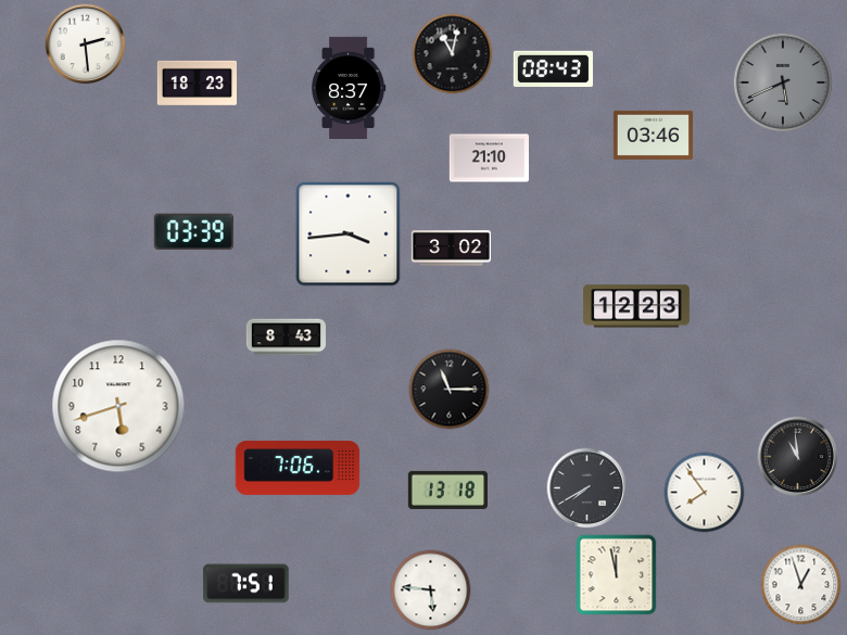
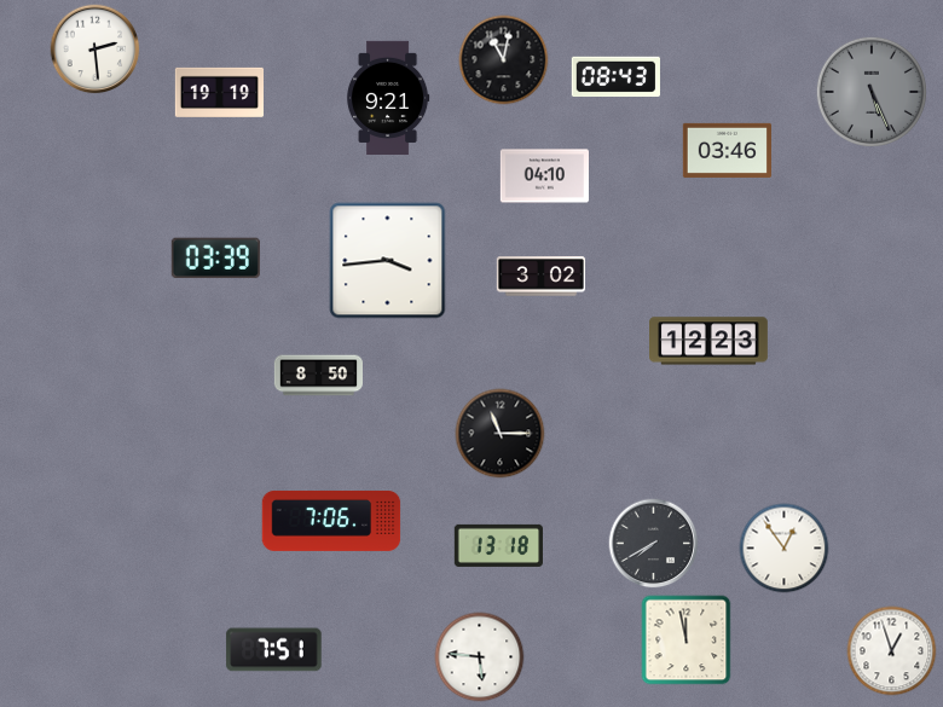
clock at (197, 82): 18:23 -> 19:19
clock at (783, 82): 5:41 -> 5:26
clock at (349, 88): 8:37 -> 9:21
clock at (489, 158): 21:10 -> 04:10
clock at (451, 249) position: (451, 249) -> (540, 277)
clock at (286, 338): 8:43 -> 8:50
clock at (118, 406): 5:42 -> none
clock at (798, 457): 10:59 -> none
clock at (705, 493): 7:54 -> 12:54
